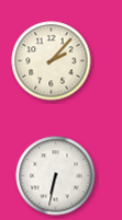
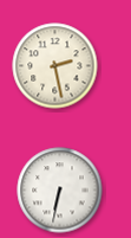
clock at (52, 61): 2:07 -> 2:28
